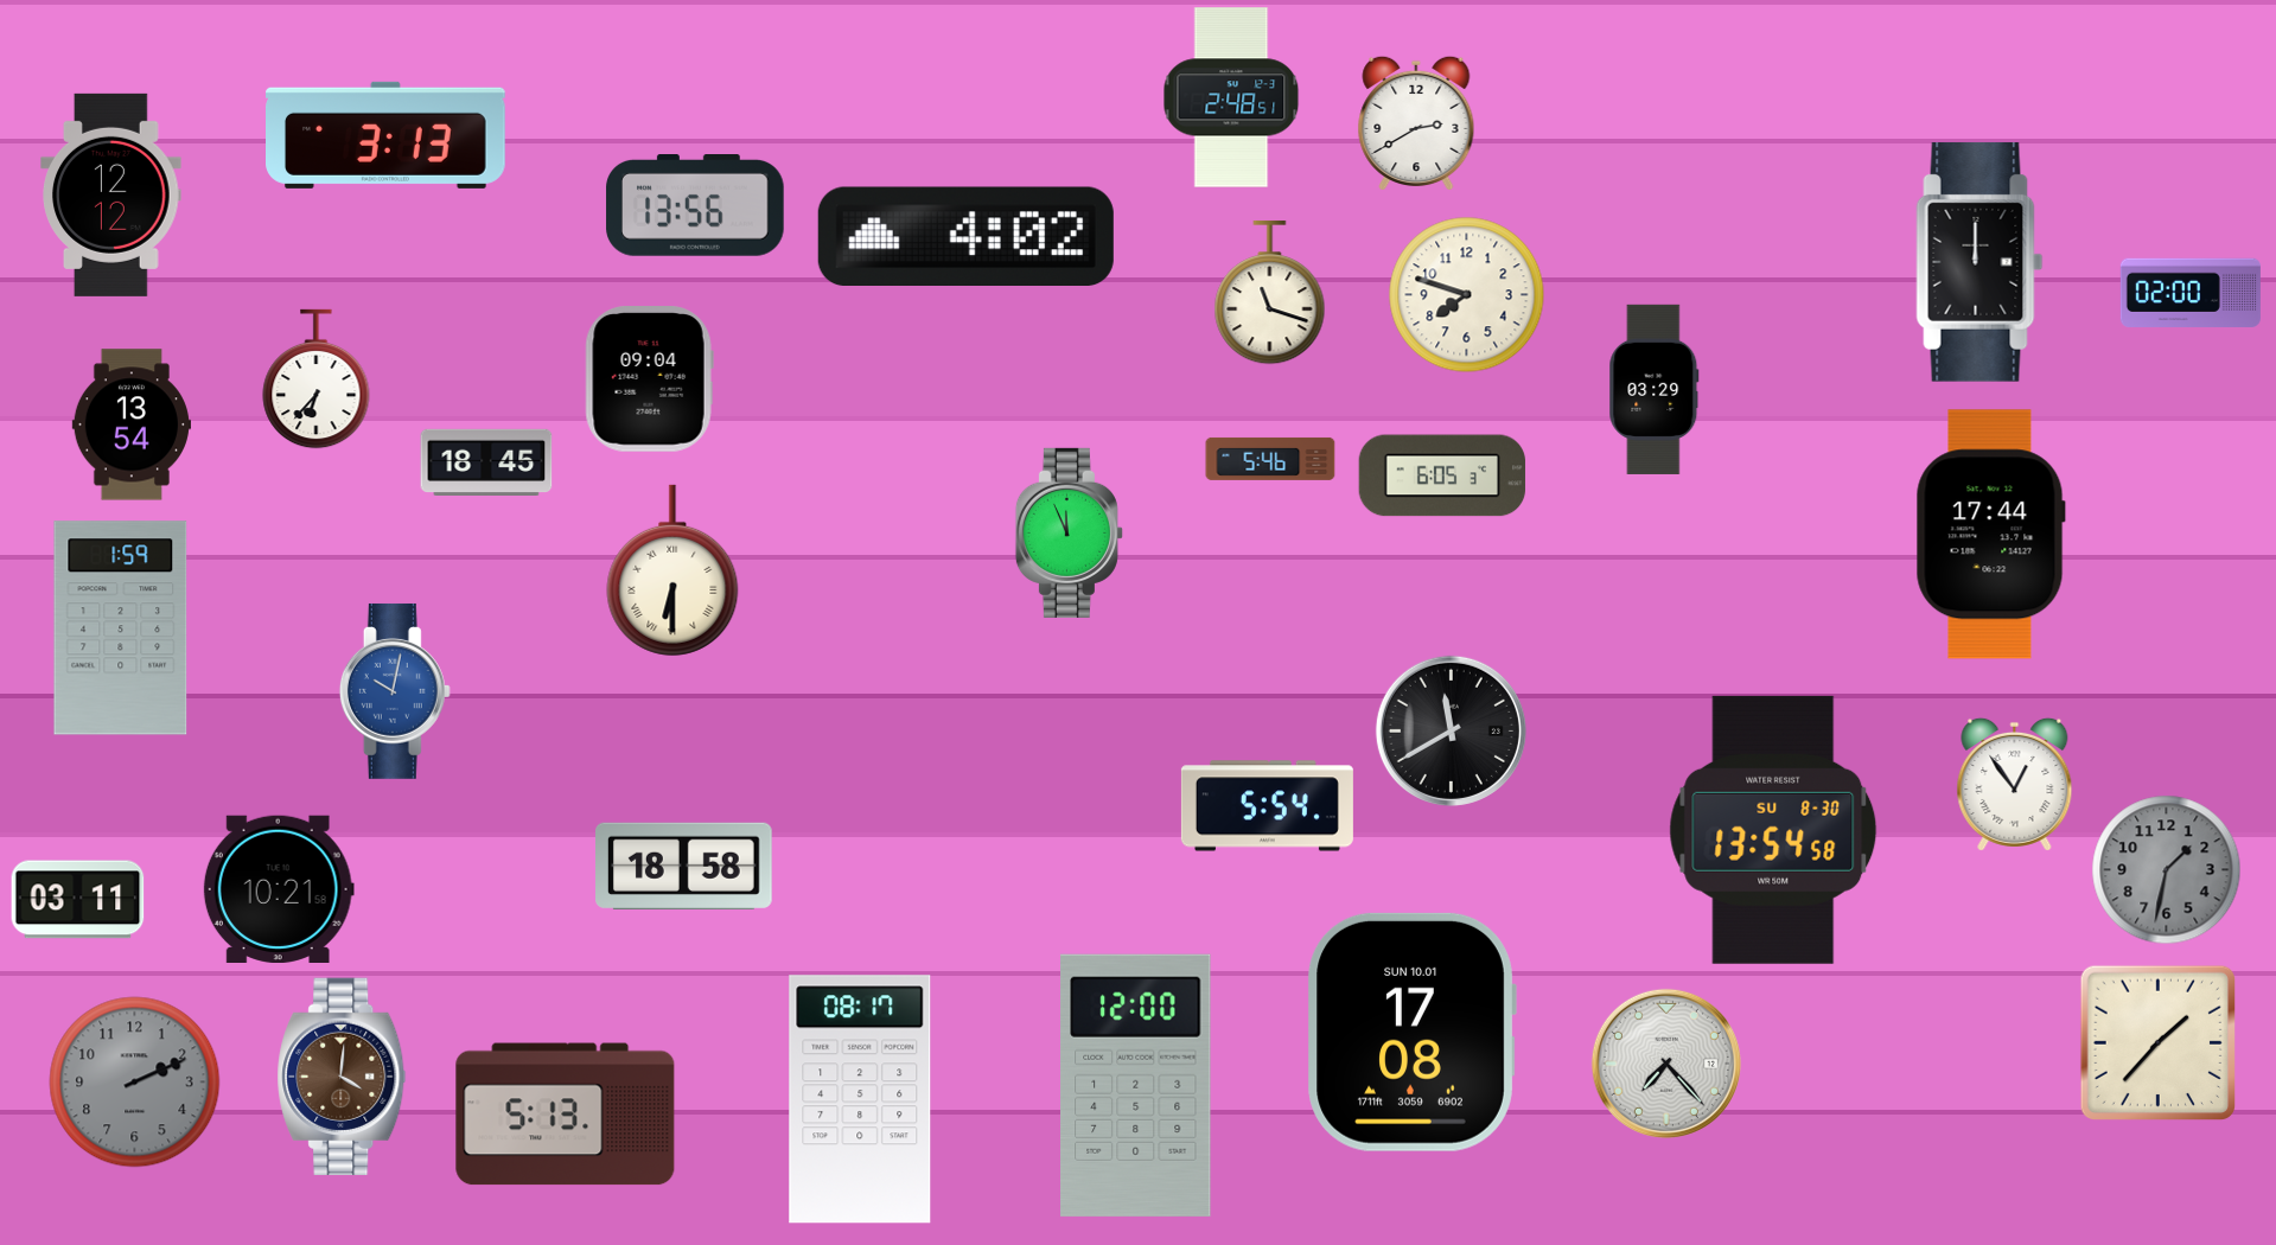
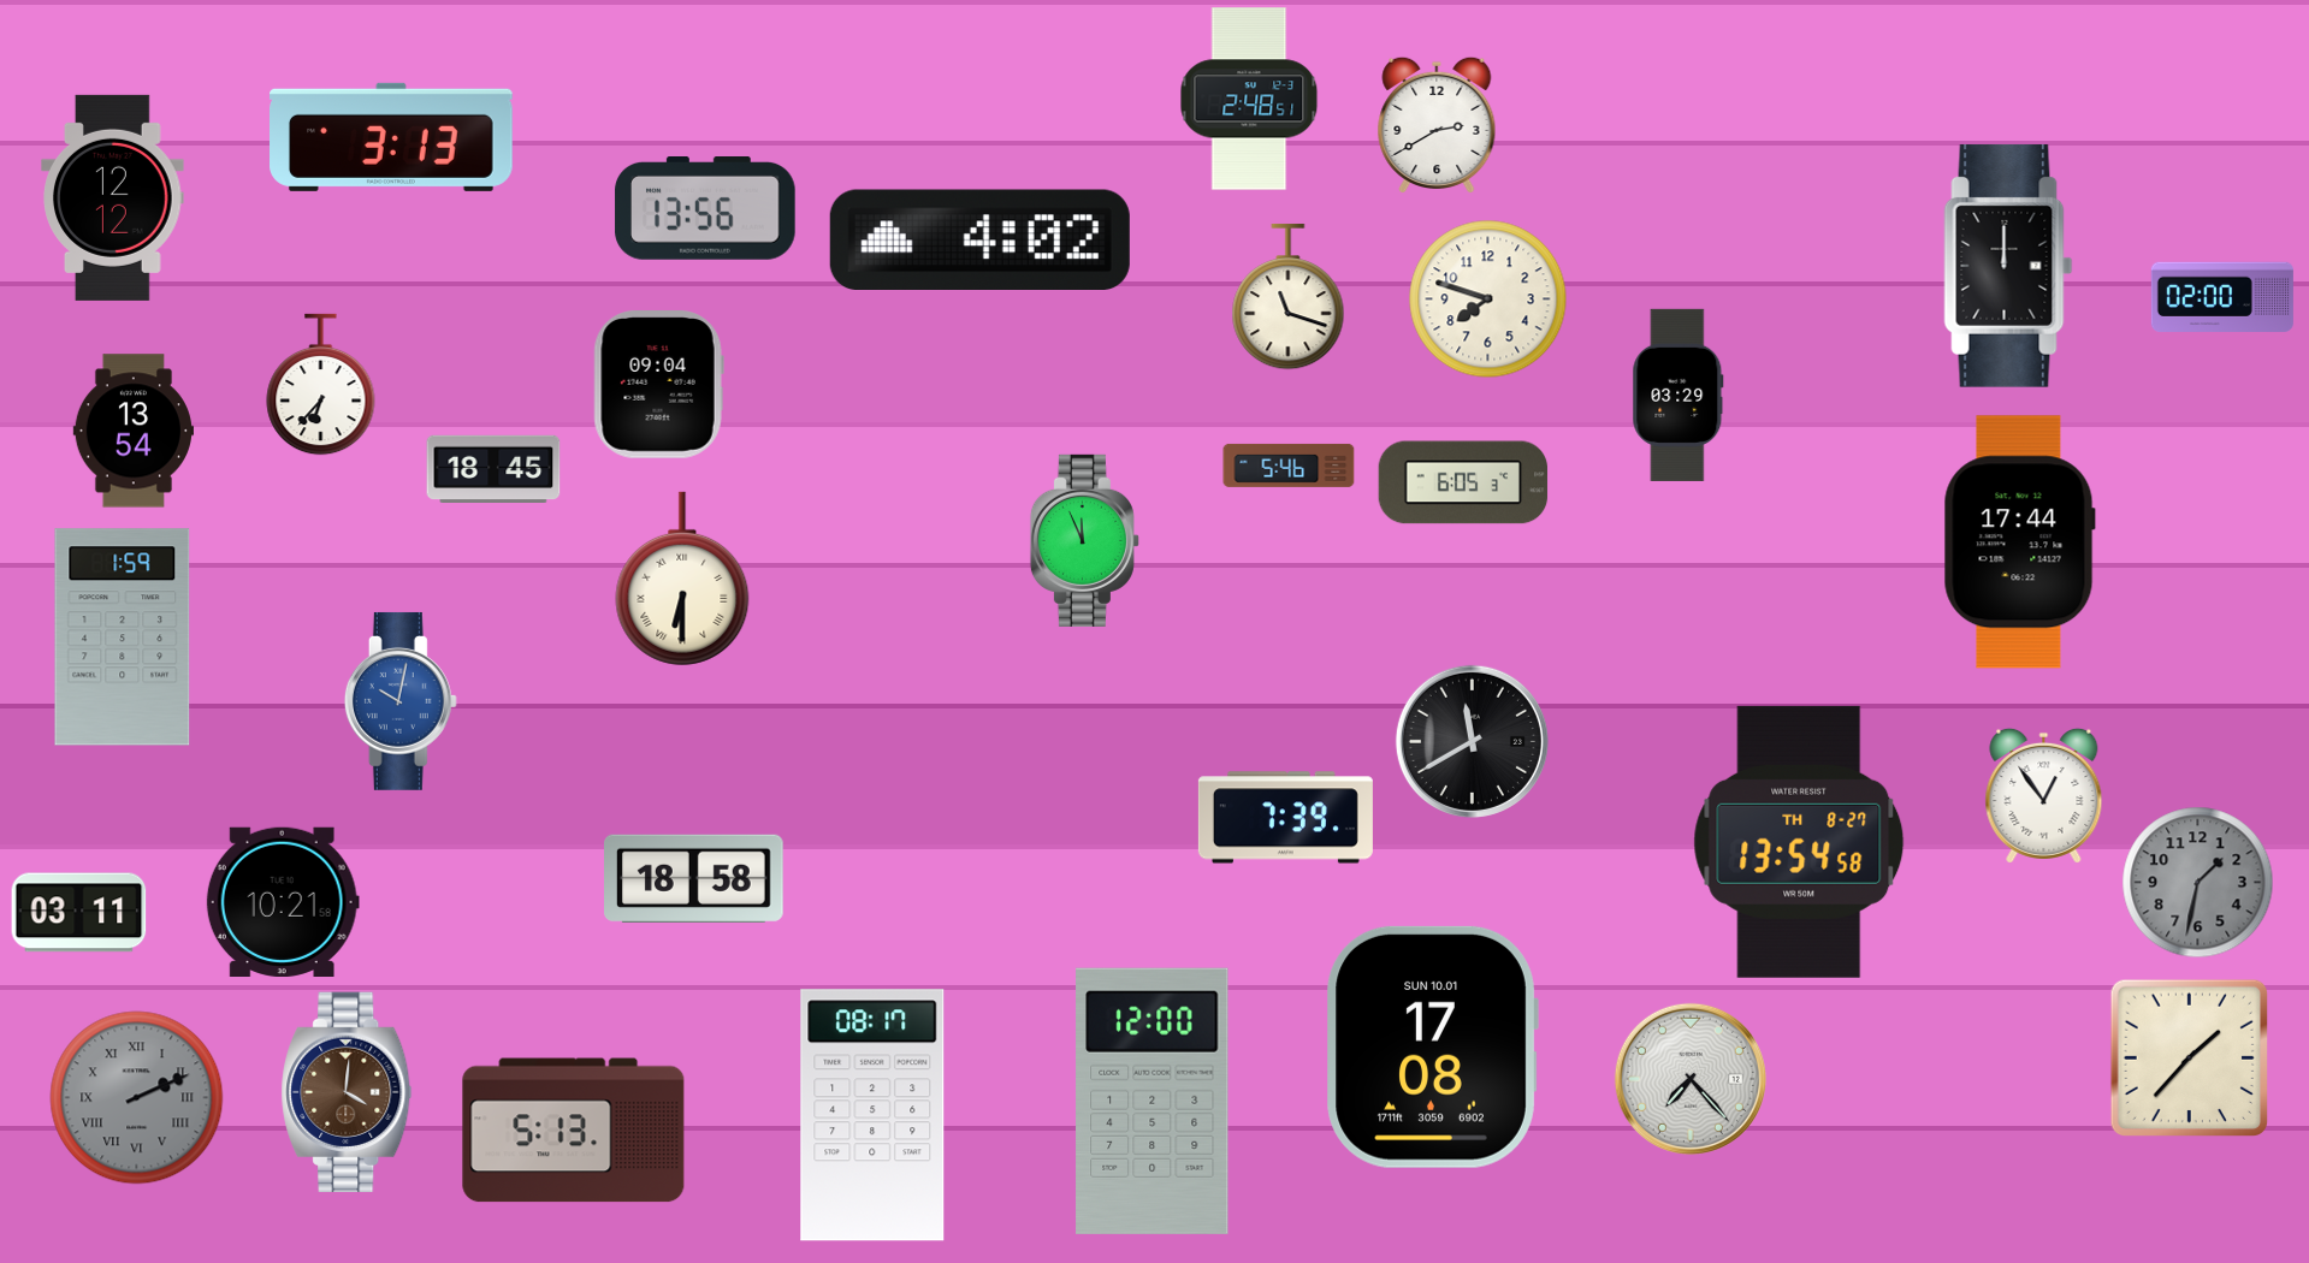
clock at (1267, 806): 5:54 -> 7:39
clock at (1773, 830) date: SU 8-30 -> TH 8-27
clock at (135, 1083) numerals: Arabic -> Roman
